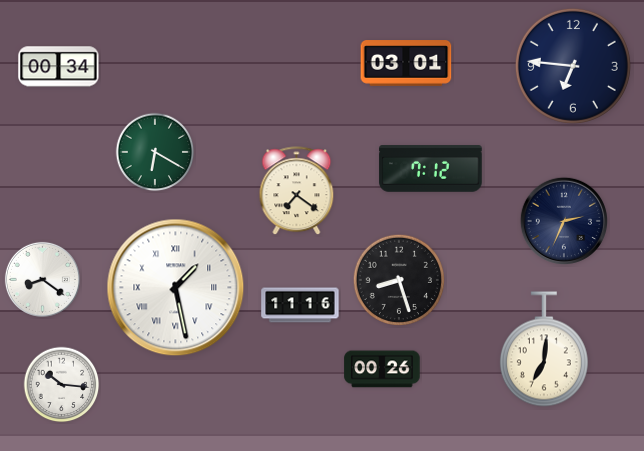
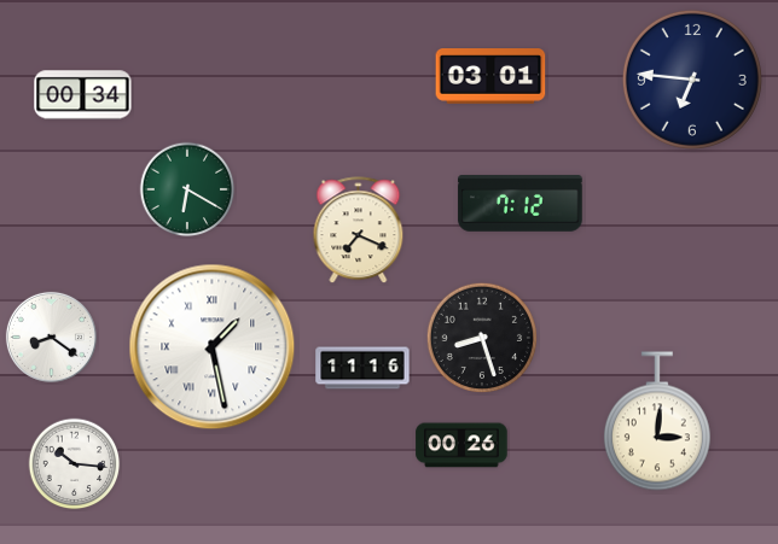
clock at (59, 67) position: (59, 67) -> (83, 95)
clock at (155, 152) position: (155, 152) -> (187, 189)
clock at (297, 191): 7:21 -> 7:19
clock at (563, 220): 2:34 -> none
clock at (544, 349): 7:01 -> 3:01
